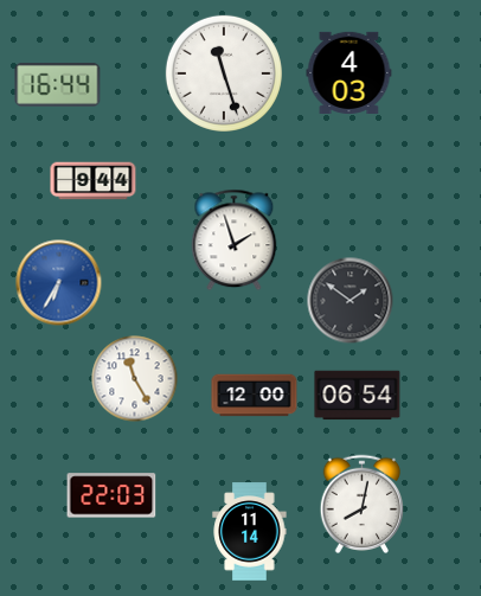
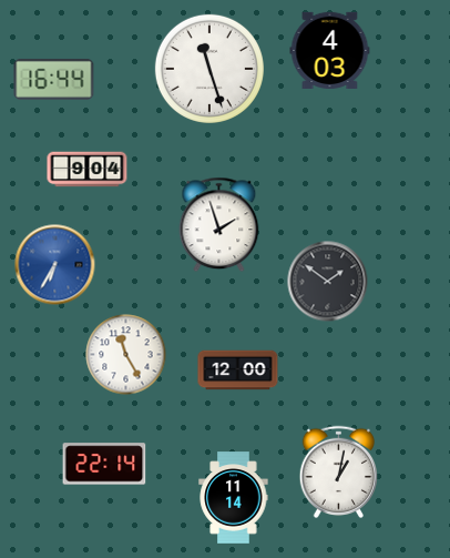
clock at (349, 72) position: (349, 72) -> (330, 50)
clock at (94, 181): 9:44 -> 9:04
clock at (358, 396): 06:54 -> none
clock at (111, 495): 22:03 -> 22:14
clock at (363, 504): 8:02 -> 1:02
